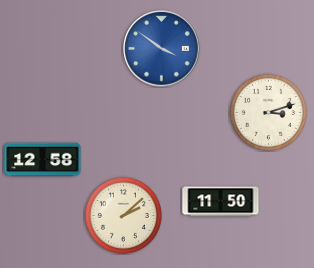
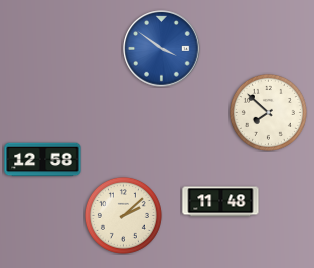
clock at (268, 112): 3:12 -> 7:52
clock at (221, 202): 11:50 -> 11:48
